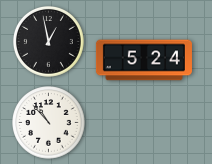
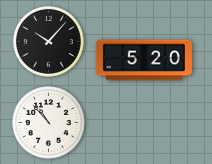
clock at (48, 41): 12:58 -> 10:07
clock at (144, 60): 5:24 -> 5:20
